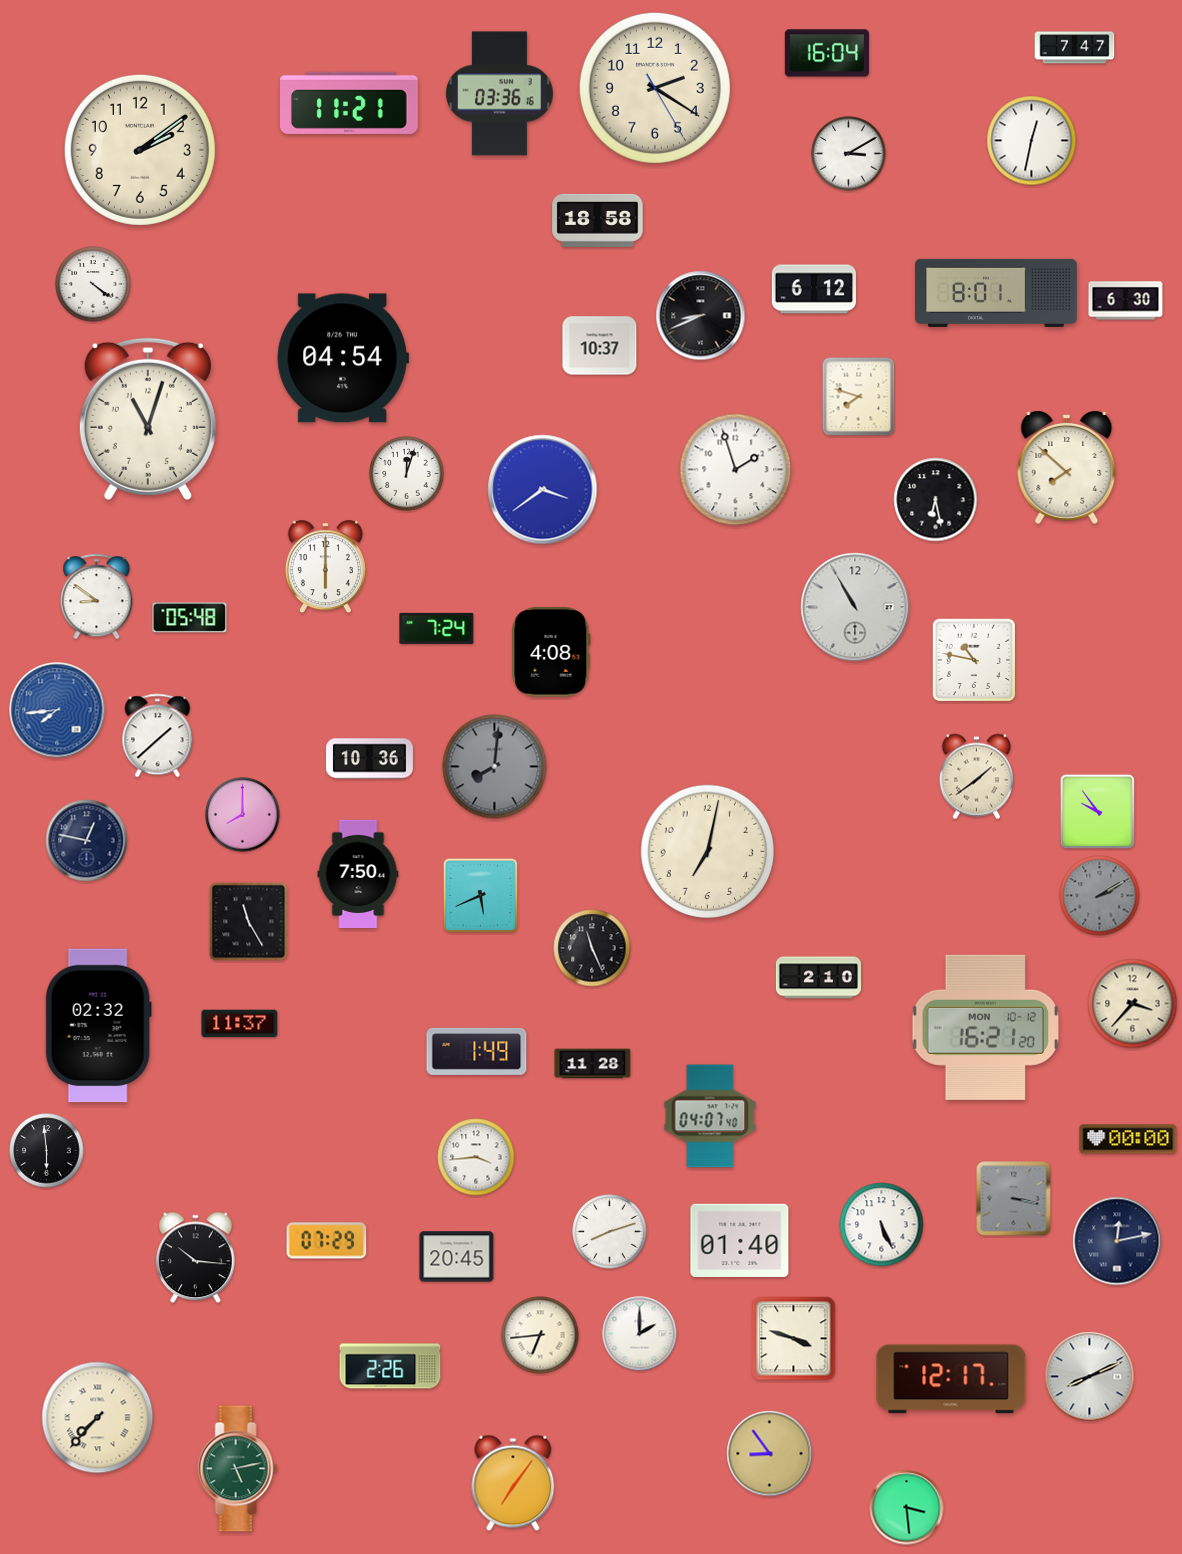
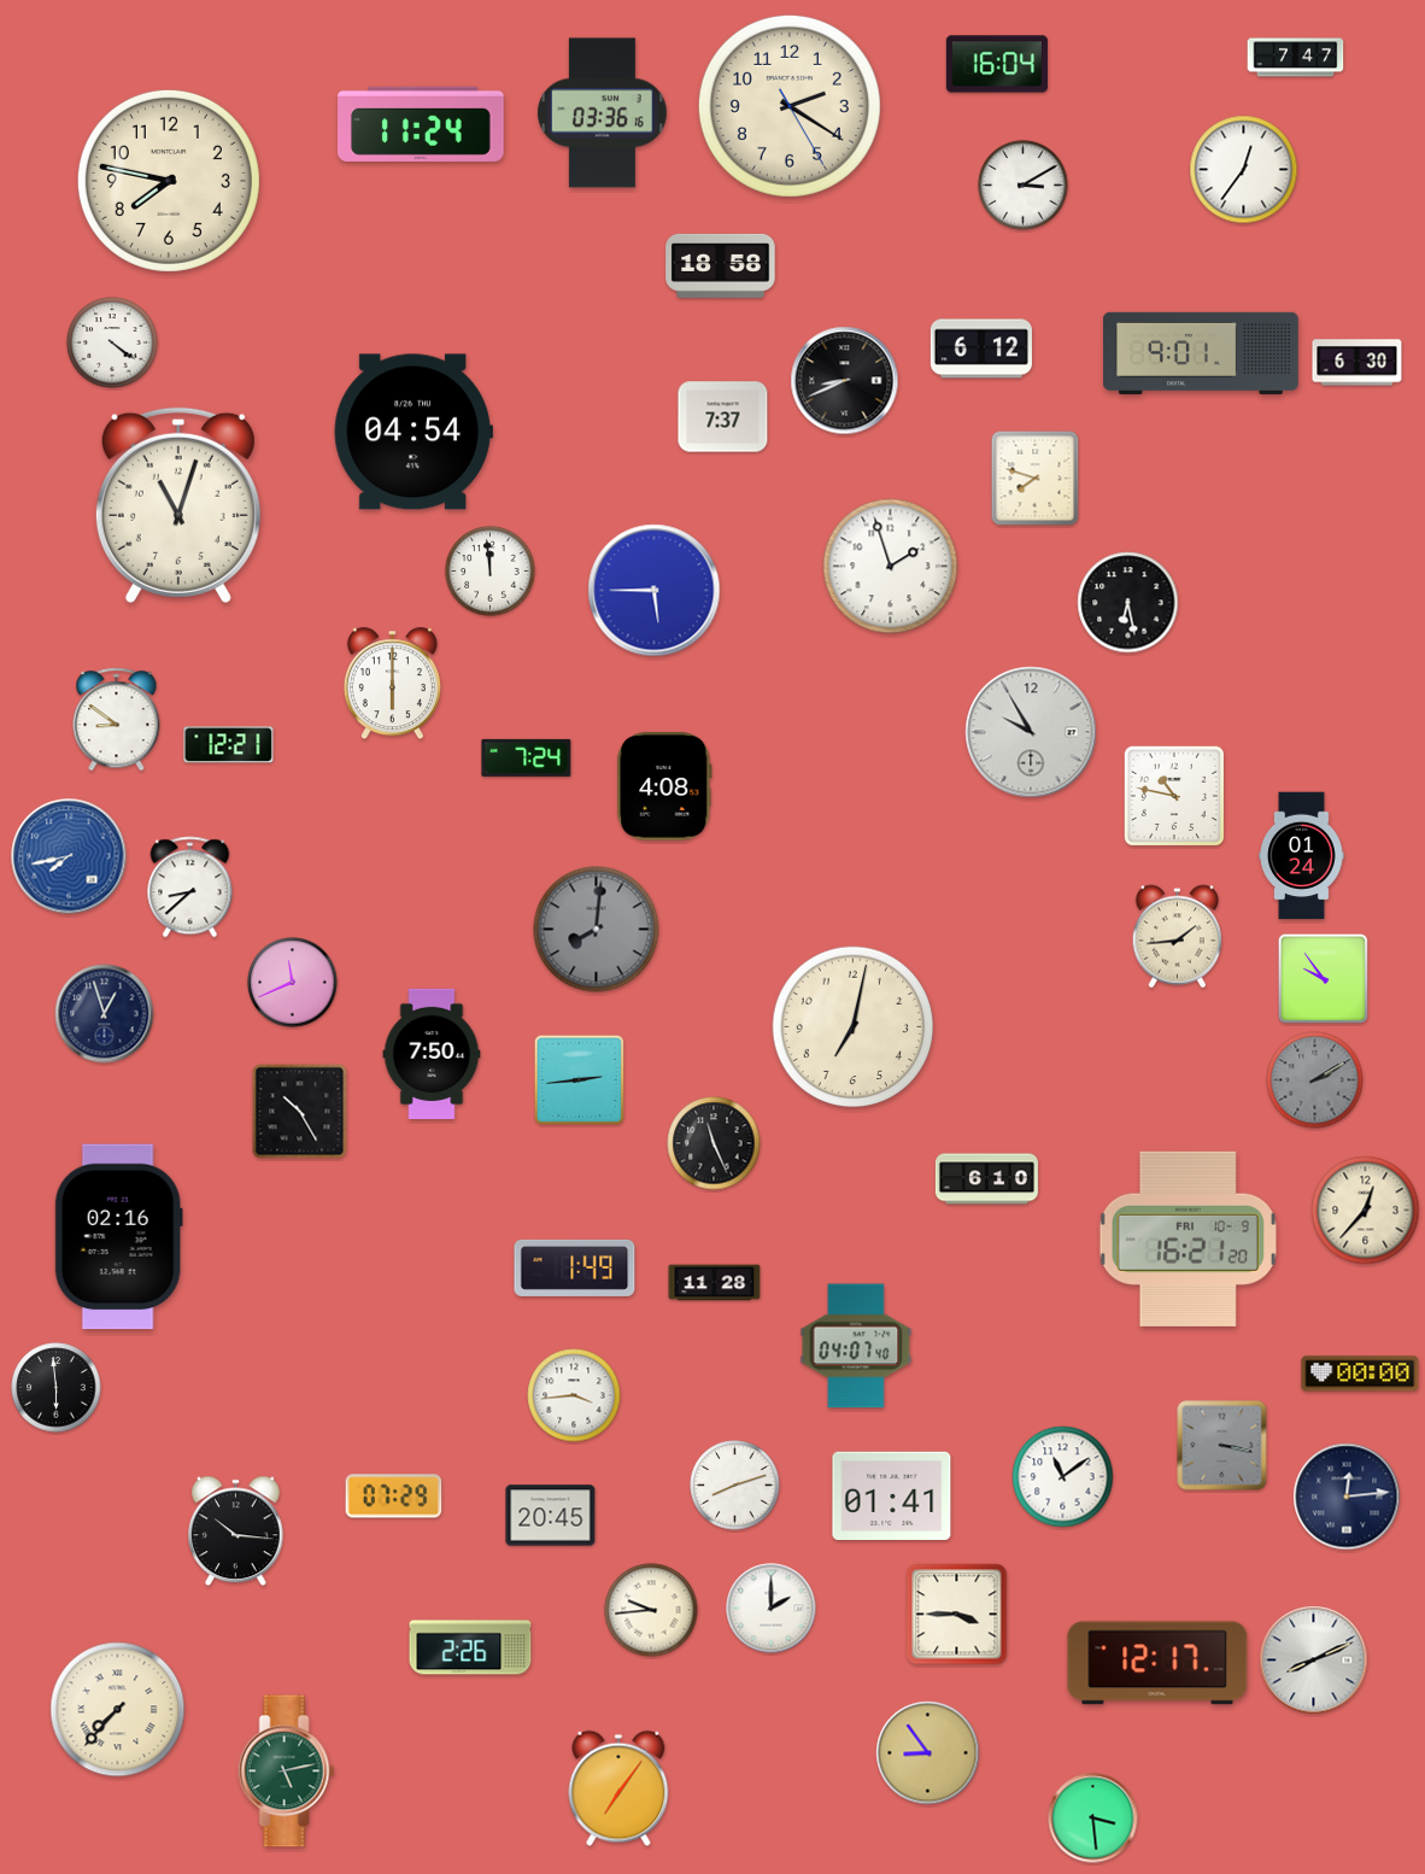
clock at (350, 103): 11:21 -> 11:24
clock at (1032, 141): 12:32 -> 12:36
clock at (140, 150): 2:09 -> 7:47
clock at (996, 293): 8:01 -> 9:01
clock at (600, 346): 10:37 -> 7:37
clock at (1067, 468): 7:52 -> none
clock at (736, 470) position: (736, 470) -> (891, 567)
clock at (407, 474): 12:03 -> 11:59
clock at (543, 490): 3:39 -> 5:45
clock at (855, 607): 10:55 -> 9:55
clock at (190, 618): 05:48 -> 12:21
clock at (57, 710): 7:44 -> 7:43
clock at (1302, 856): none -> 01:24
clock at (158, 736): 1:38 -> 8:38
clock at (369, 759): 10:36 -> none
clock at (495, 767) position: (495, 767) -> (597, 930)
clock at (976, 777): 1:39 -> 1:44
clock at (243, 815): 8:00 -> 11:41
clock at (87, 841): 12:47 -> 12:57
clock at (480, 895): 5:41 -> 2:44
clock at (1100, 896) position: (1100, 896) -> (1315, 1081)
clock at (249, 922): 11:25 -> 10:25
clock at (818, 978): 2:10 -> 6:10
clock at (1133, 1004): 3:37 -> 12:37
clock at (240, 1024): 11:37 -> none
clock at (98, 1026): 02:32 -> 02:16
clock at (985, 1027) date: MON 10-12 -> FRI 10-9
clock at (882, 1225): 5:26 -> 11:09
clock at (740, 1241): 01:40 -> 01:41
clock at (1117, 1241): 12:13 -> 12:14
clock at (196, 1258) position: (196, 1258) -> (236, 1532)
clock at (540, 1335): 6:44 -> 9:44
clock at (794, 1339): 3:48 -> 3:45
clock at (951, 1379) position: (951, 1379) -> (1157, 1663)
